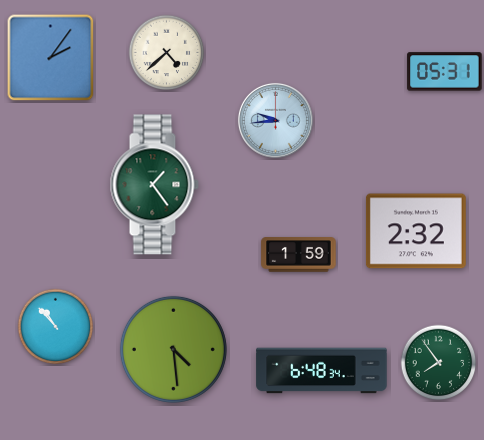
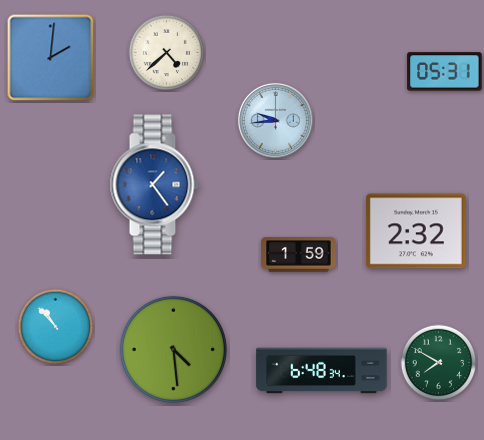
clock at (51, 58): 2:06 -> 2:01
clock at (154, 185) dial: green -> blue
clock at (439, 363): 7:54 -> 7:50
